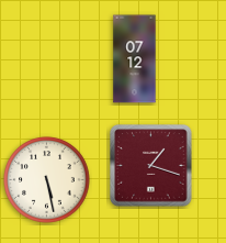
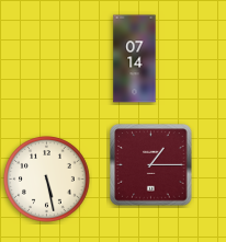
clock at (135, 59): 07:12 -> 07:14
clock at (151, 166): 1:18 -> 1:15
